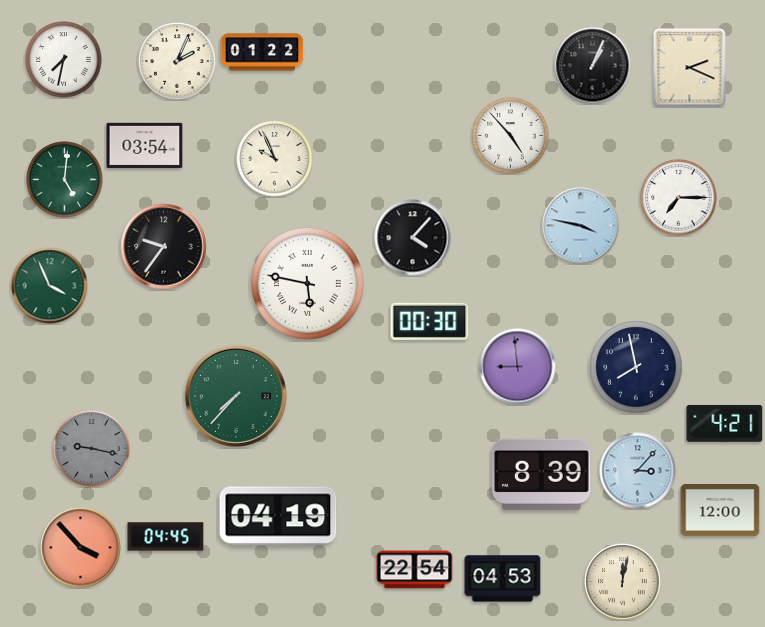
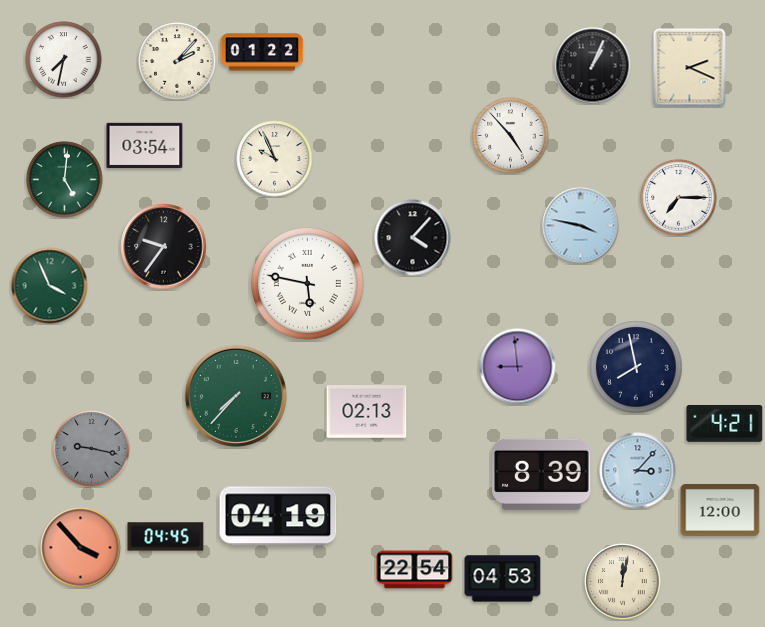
clock at (177, 61): 2:04 -> 2:07
clock at (430, 321): 00:30 -> none
clock at (367, 412): none -> 02:13
